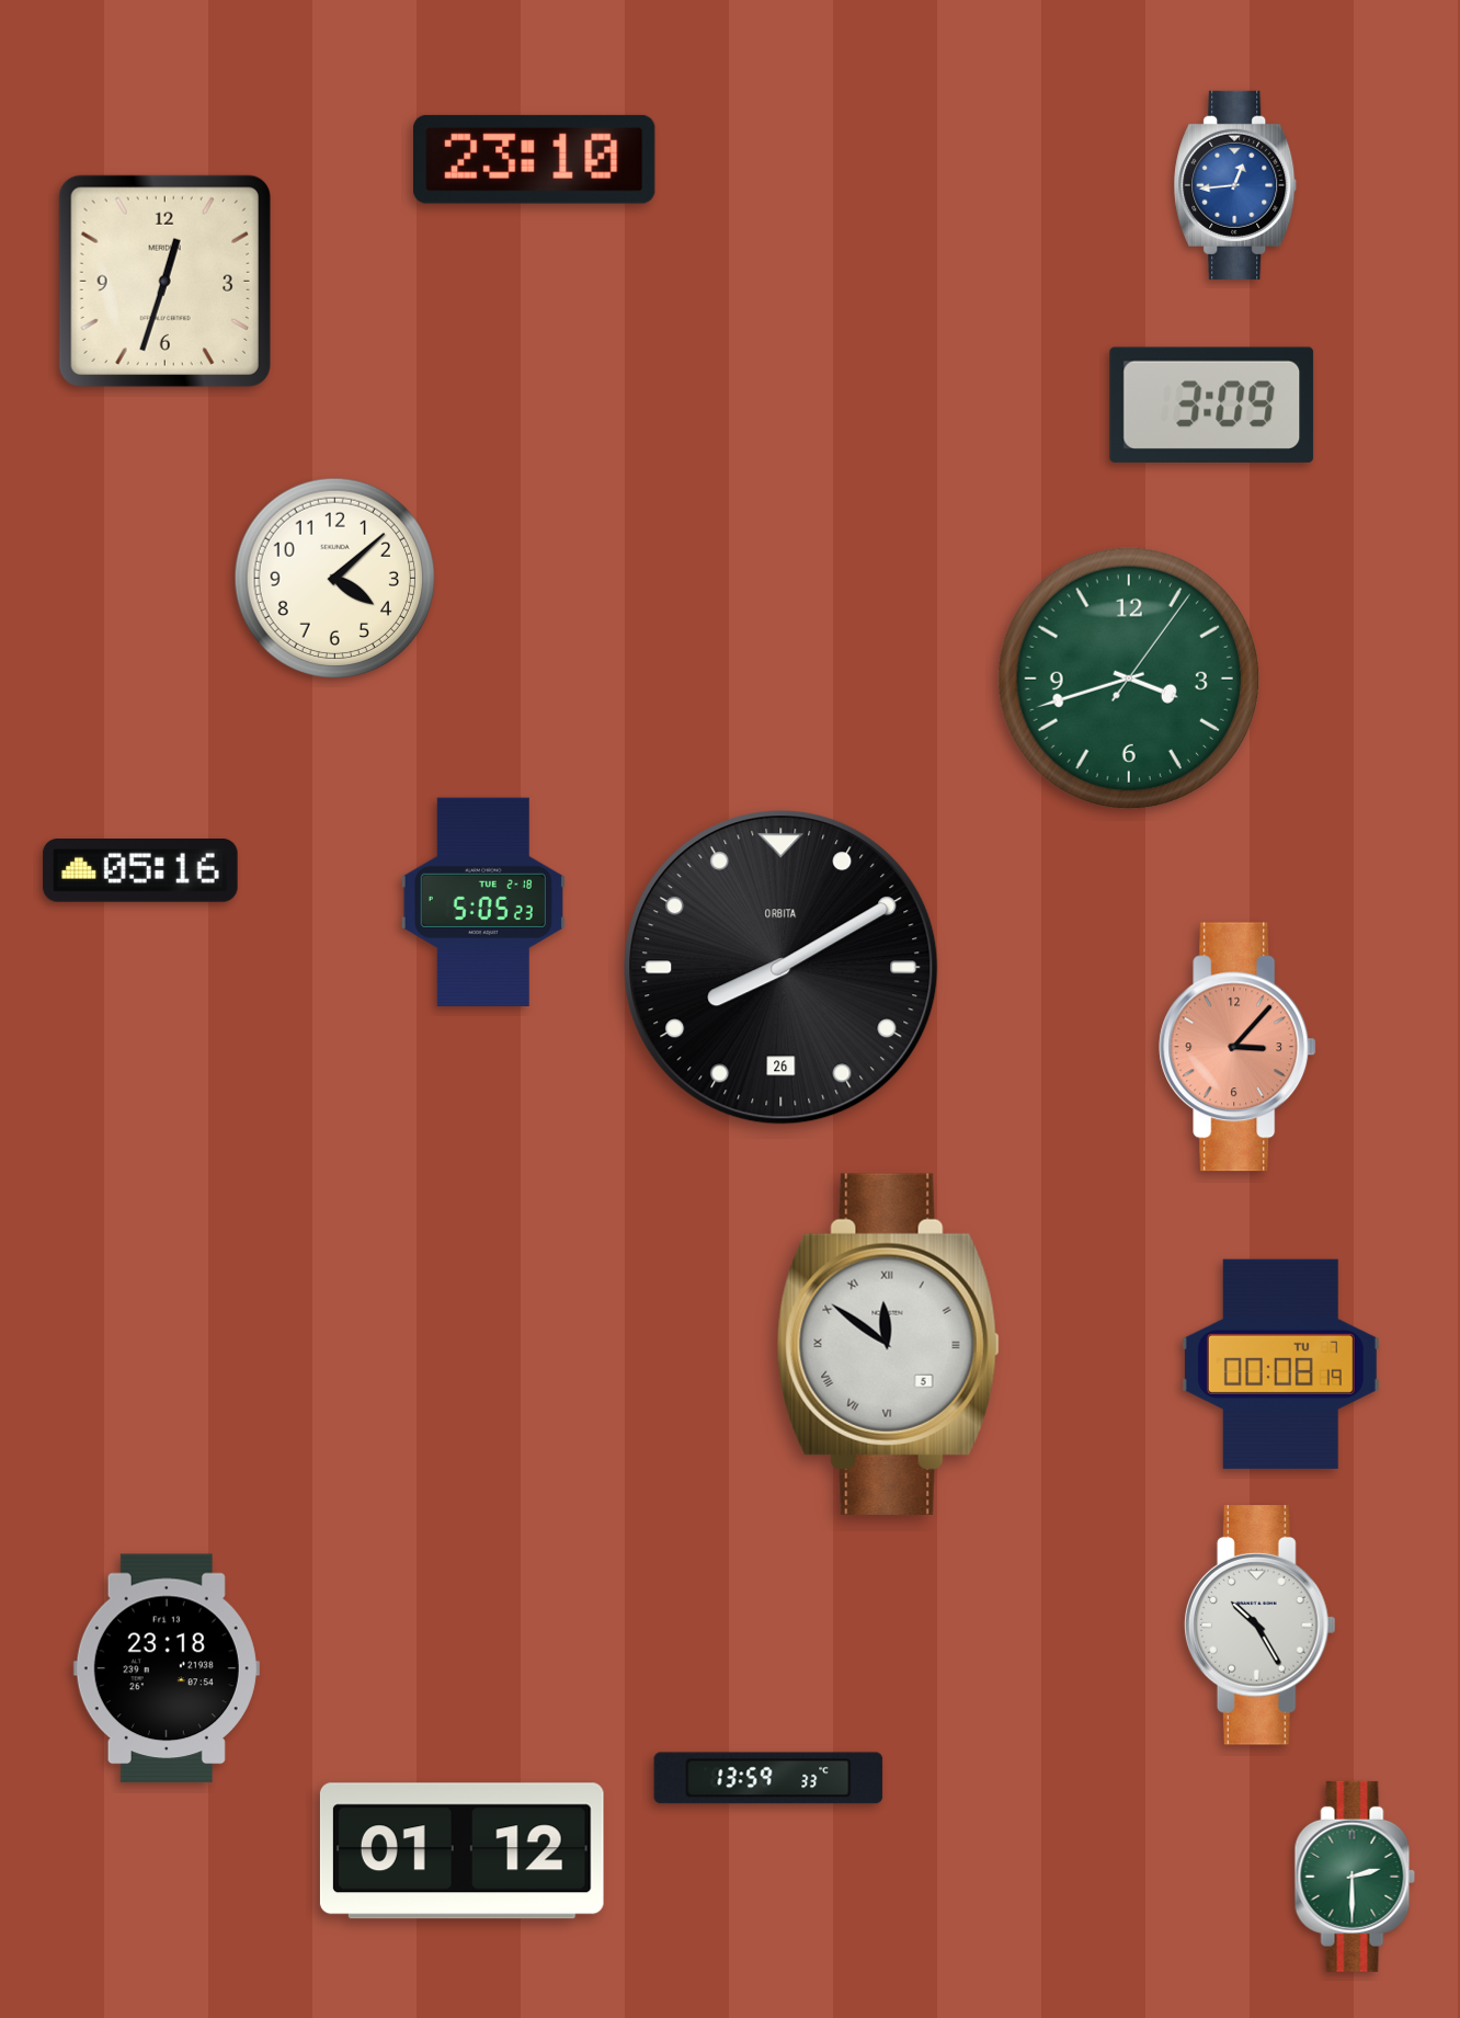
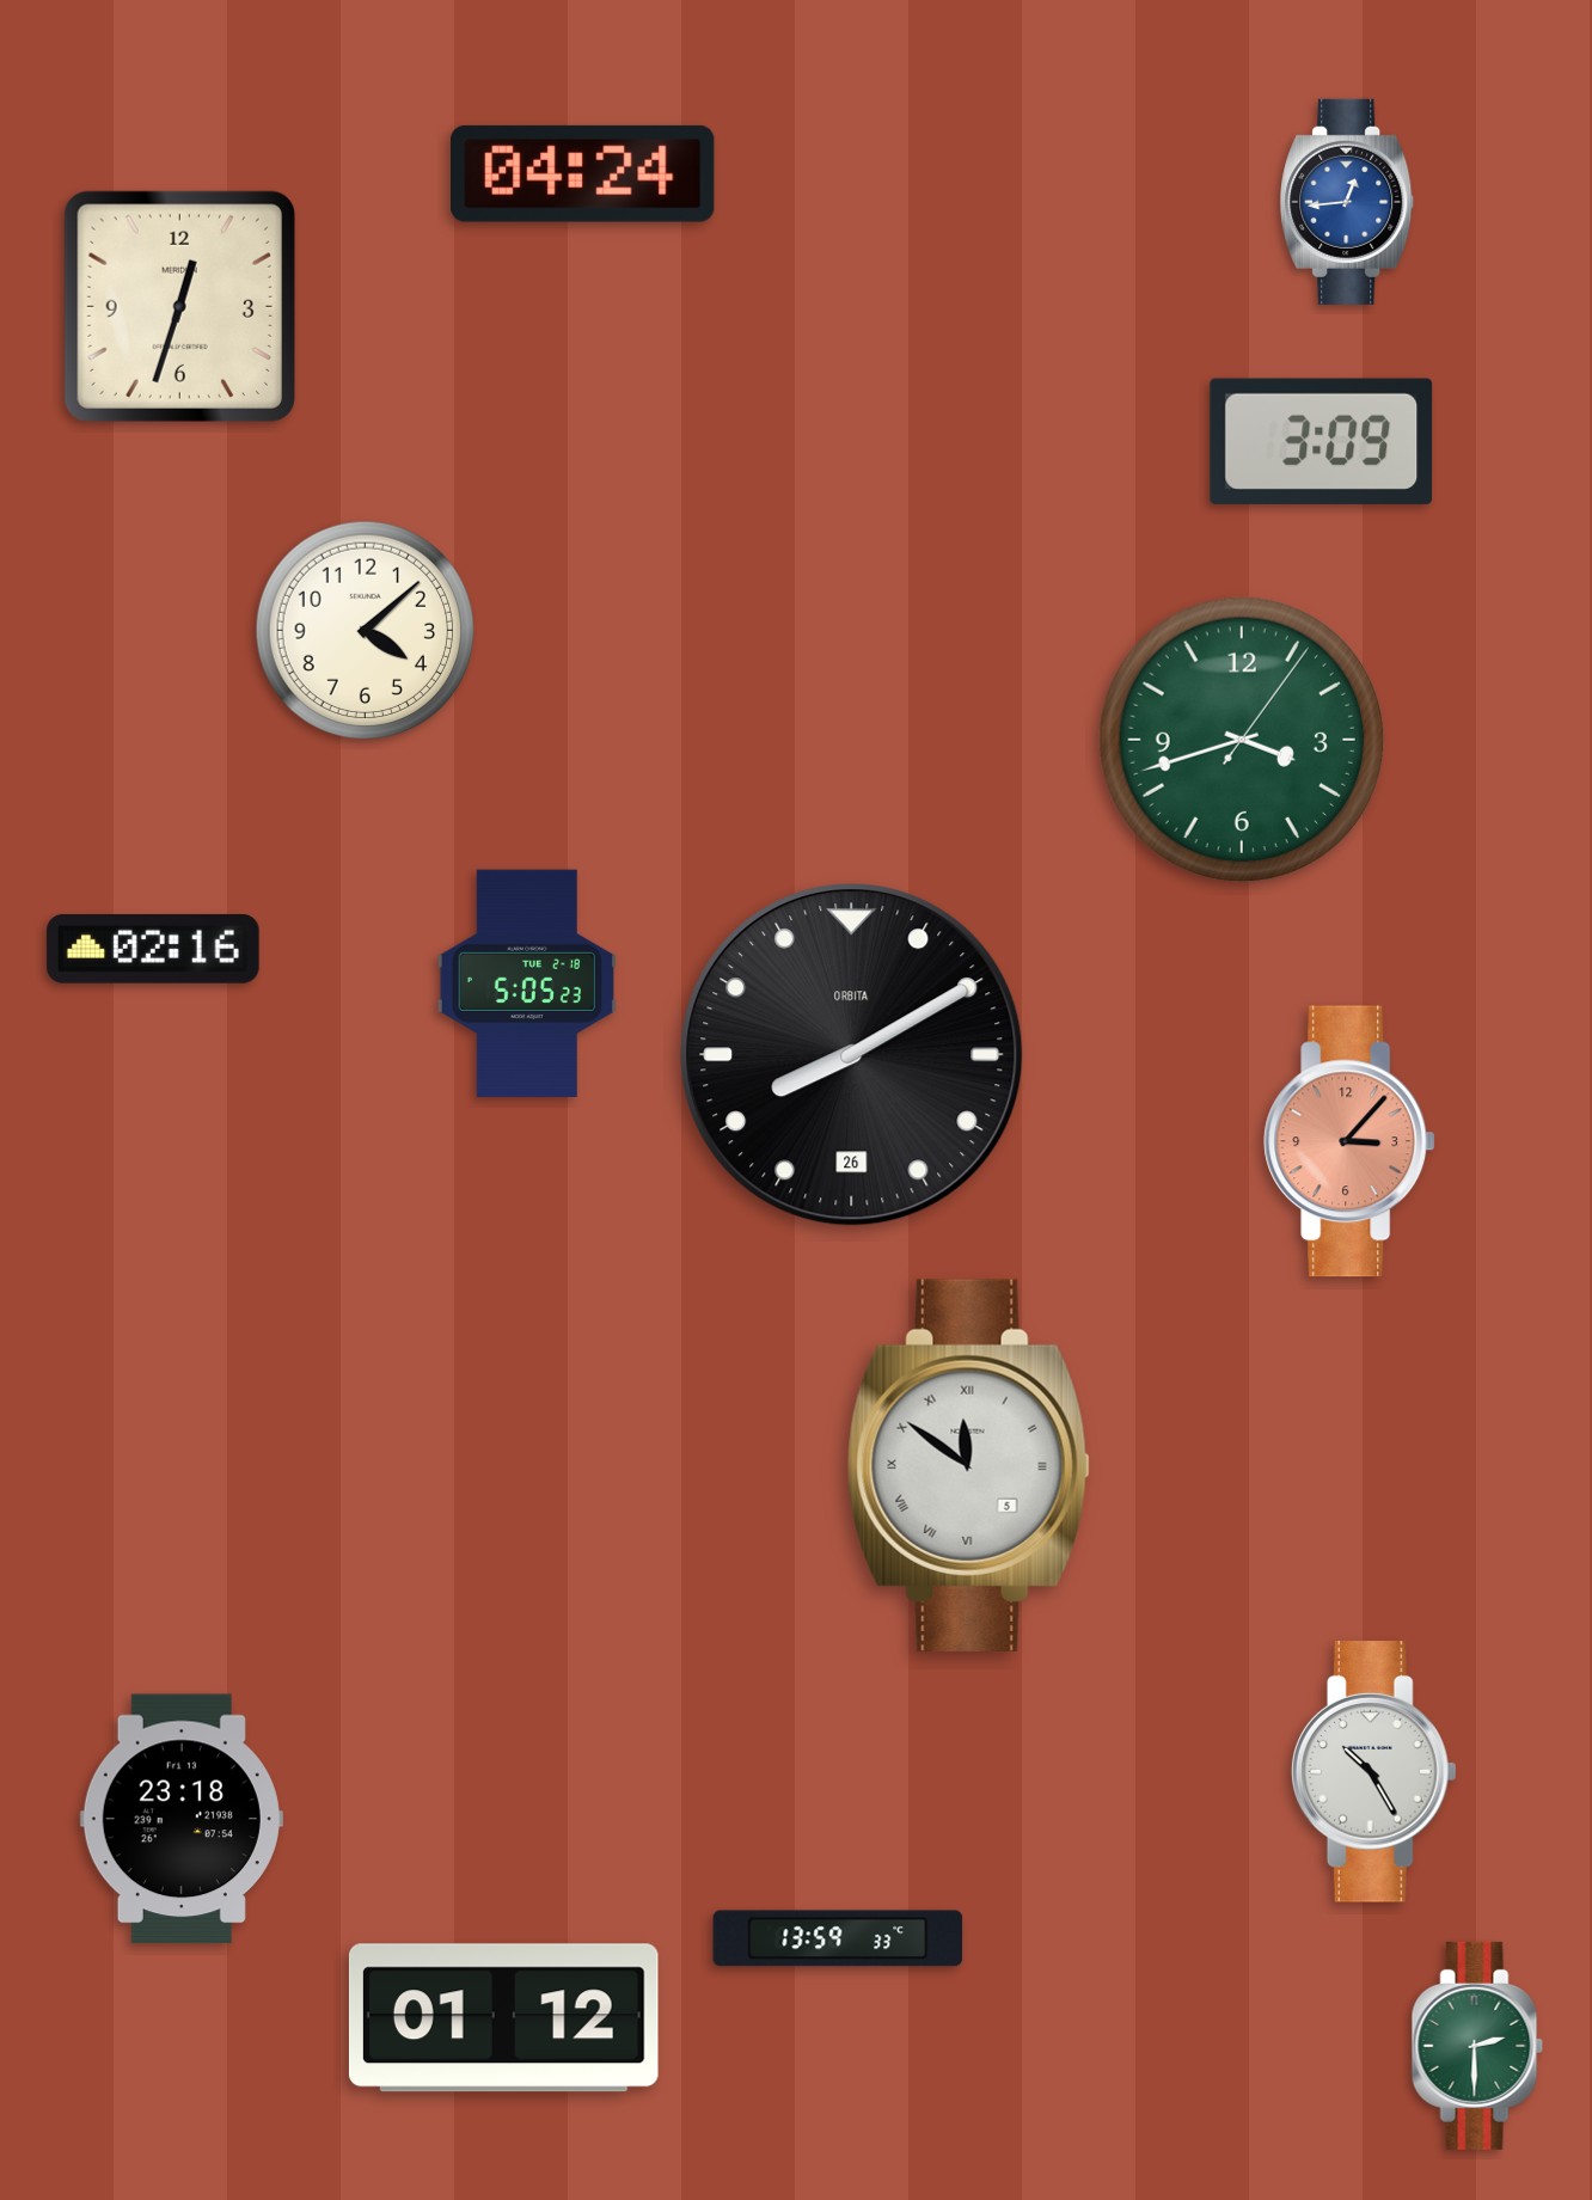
clock at (535, 159): 23:10 -> 04:24
clock at (1129, 679) position: (1129, 679) -> (1242, 740)
clock at (140, 871): 05:16 -> 02:16
clock at (1280, 1364): 00:08 -> none
